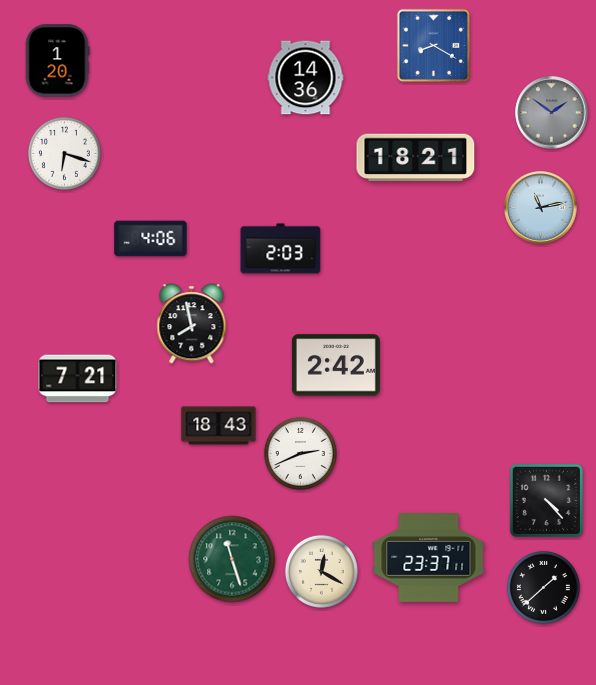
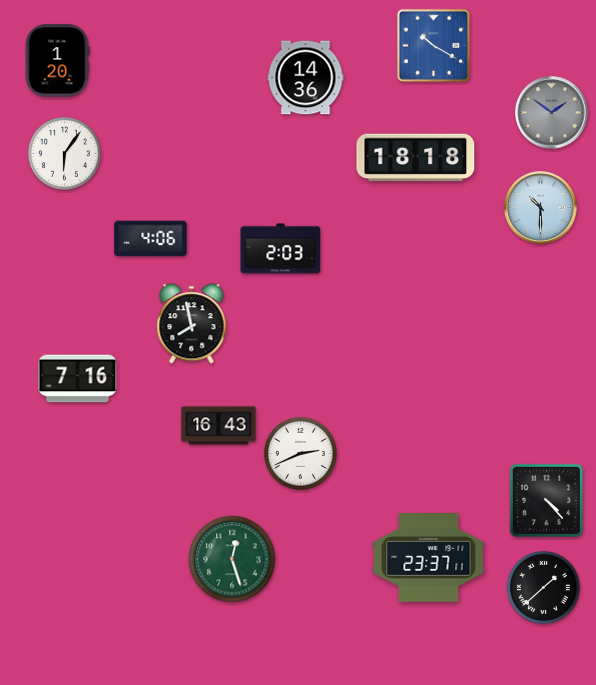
clock at (433, 45): 8:20 -> 10:20
clock at (64, 153): 6:18 -> 6:06
clock at (416, 158): 18:21 -> 18:18
clock at (541, 208): 11:13 -> 10:30
clock at (336, 365): 2:42 -> none
clock at (78, 379): 7:21 -> 7:16
clock at (219, 426): 18:43 -> 16:43
clock at (232, 559): 11:27 -> 12:27
clock at (321, 571): 12:20 -> none
